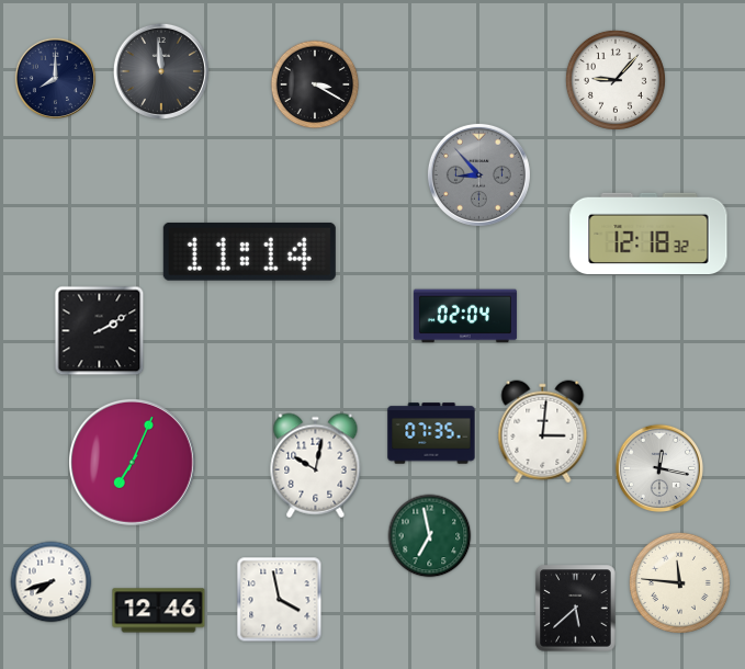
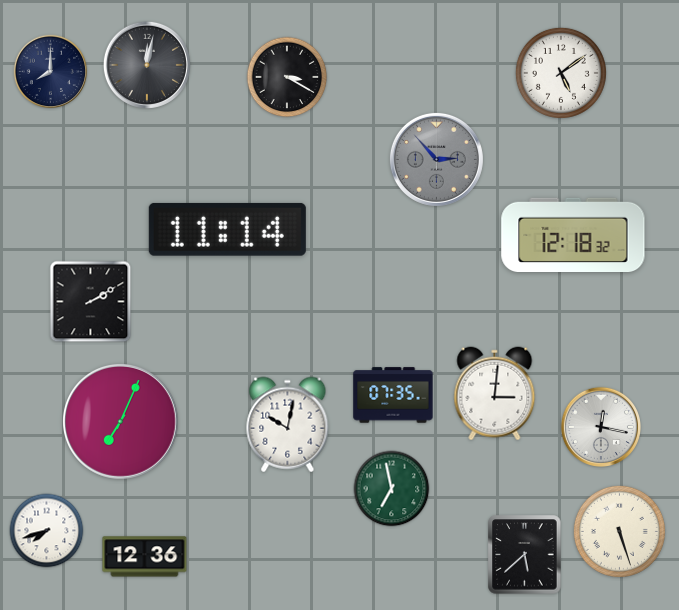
clock at (161, 71): 11:59 -> 12:02
clock at (616, 80): 9:07 -> 5:09
clock at (478, 174): 8:53 -> 2:53
clock at (648, 233) position: (648, 233) -> (573, 234)
clock at (465, 316): 02:04 -> none
clock at (679, 582): 11:46 -> 5:27
clock at (280, 600): 3:58 -> none
clock at (159, 611): 12:46 -> 12:36
